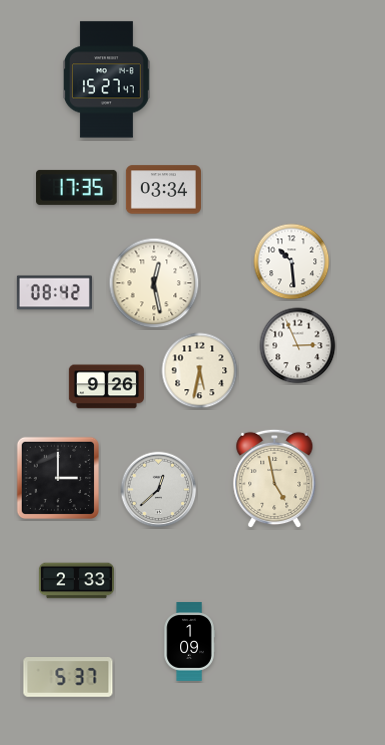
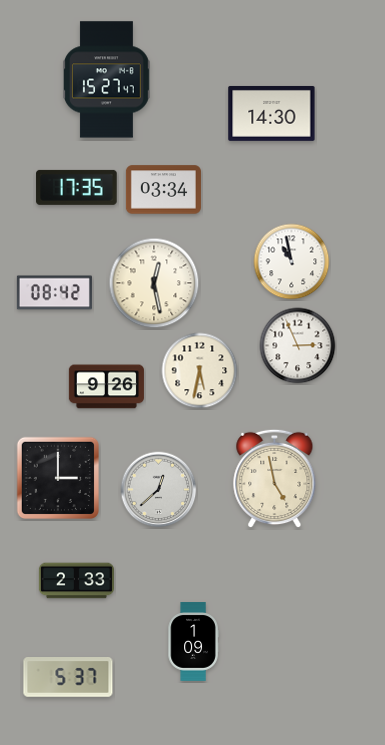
clock at (272, 113): none -> 14:30
clock at (292, 262): 10:29 -> 10:58
clock at (189, 642) position: (189, 642) -> (193, 642)
